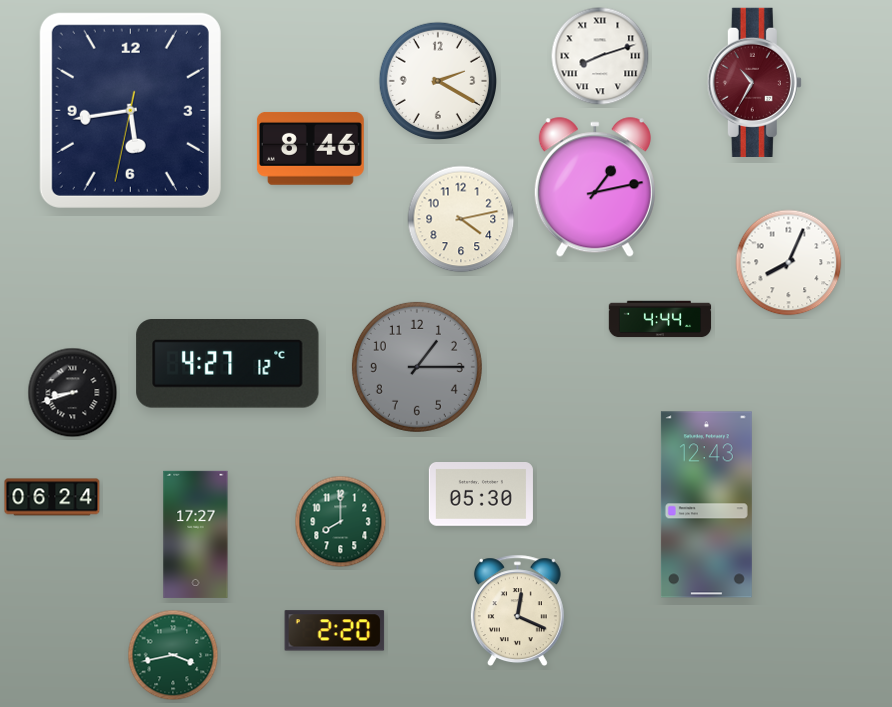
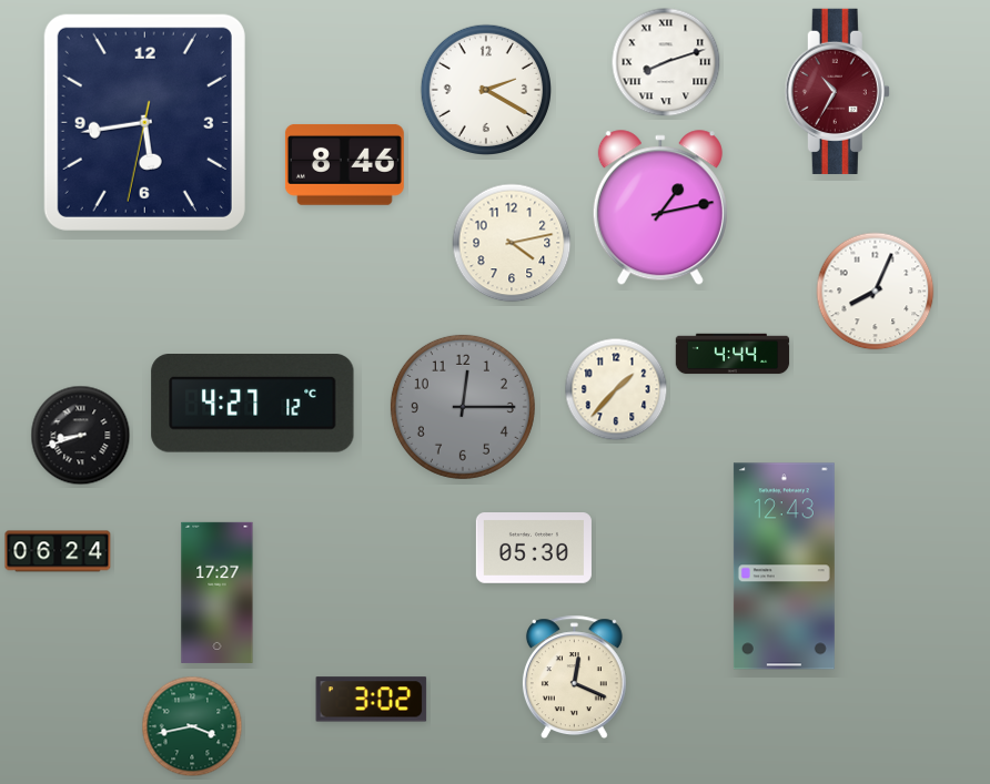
clock at (616, 389): none -> 1:37
clock at (417, 367): 1:15 -> 12:15
clock at (706, 505) position: (706, 505) -> (784, 567)
clock at (341, 522): 8:00 -> none
clock at (335, 631): 2:20 -> 3:02
